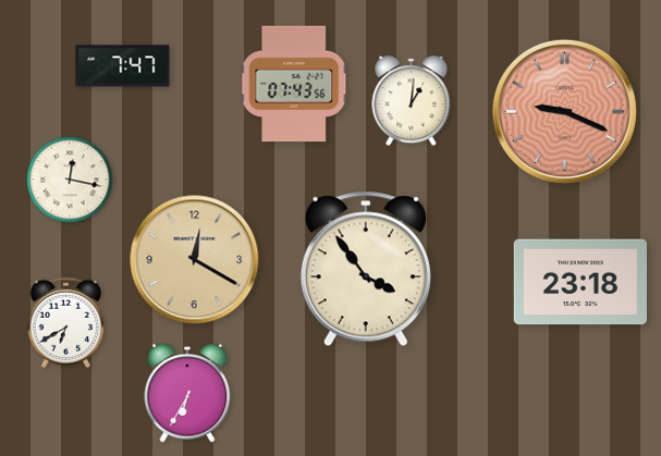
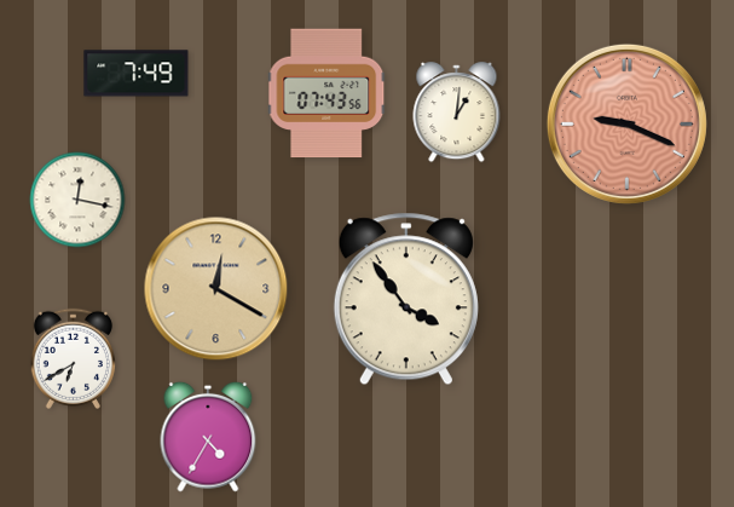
clock at (123, 66): 7:47 -> 7:49
clock at (580, 282): 23:18 -> none
clock at (187, 393): 6:35 -> 4:35
